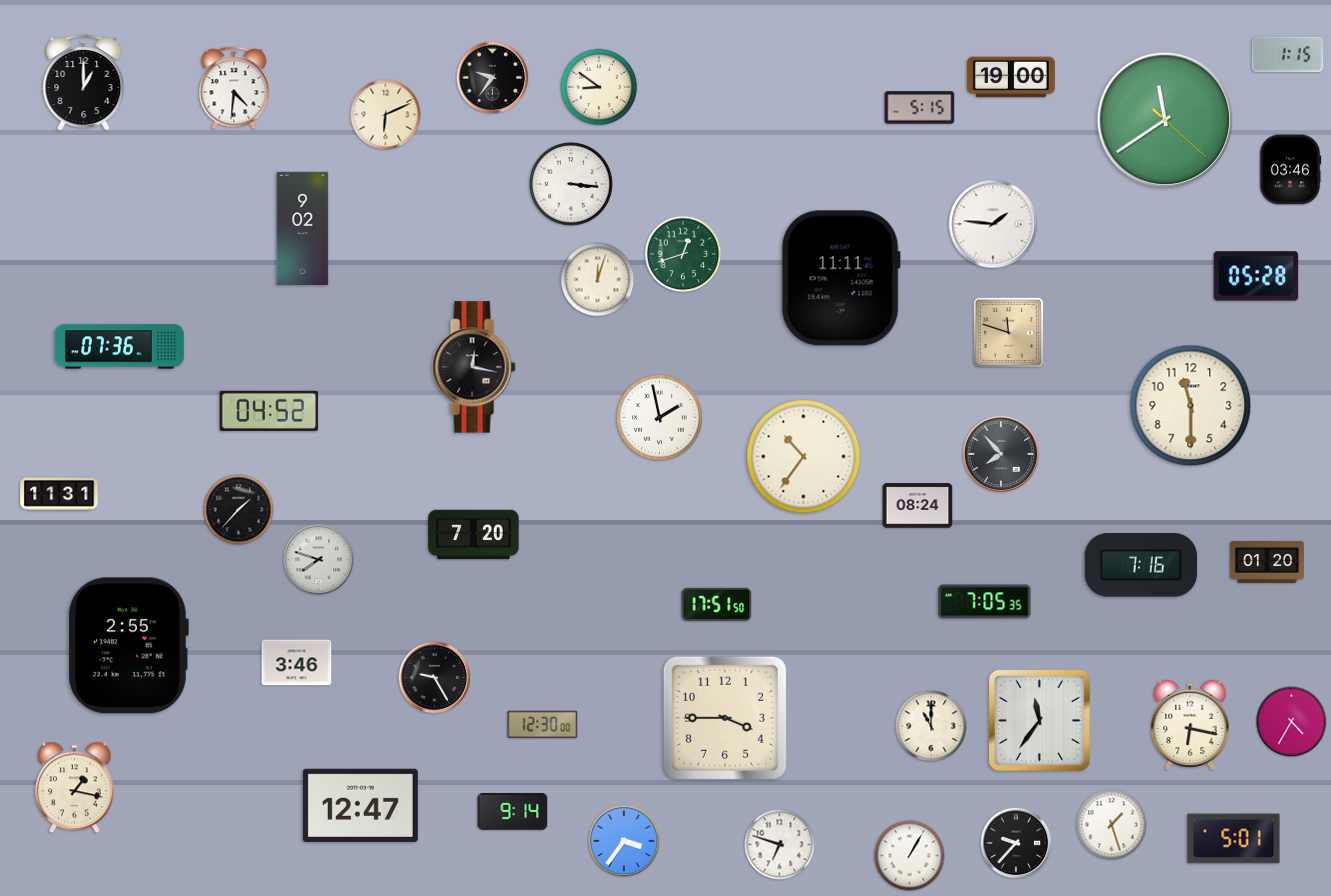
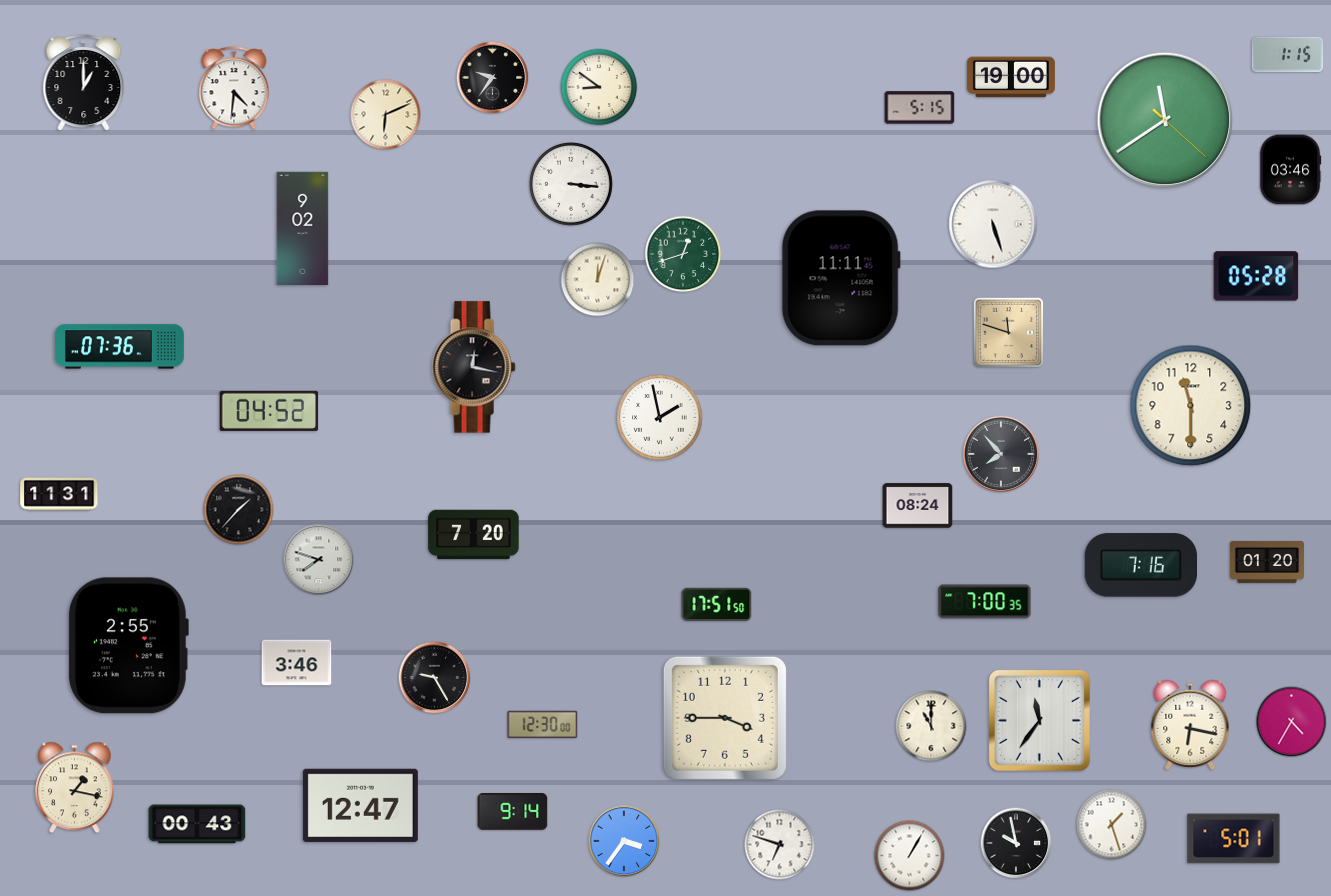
clock at (993, 224): 1:46 -> 5:27
clock at (804, 457): 10:36 -> none
clock at (985, 602): 7:05 -> 7:00
clock at (197, 824): none -> 00:43
clock at (1016, 843): 9:37 -> 9:58
